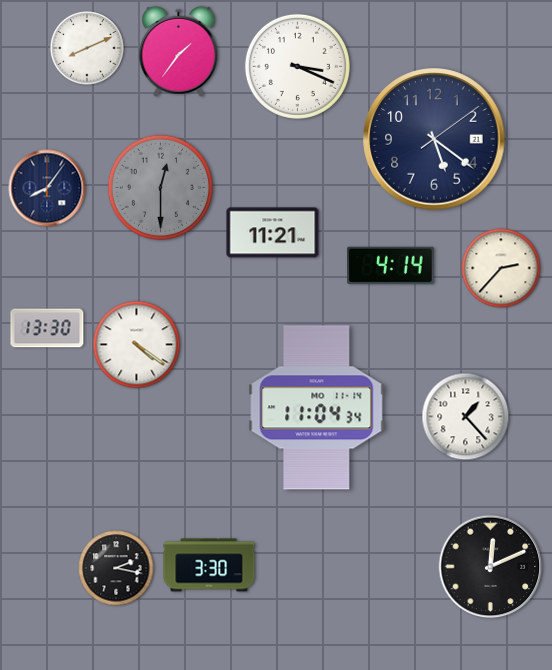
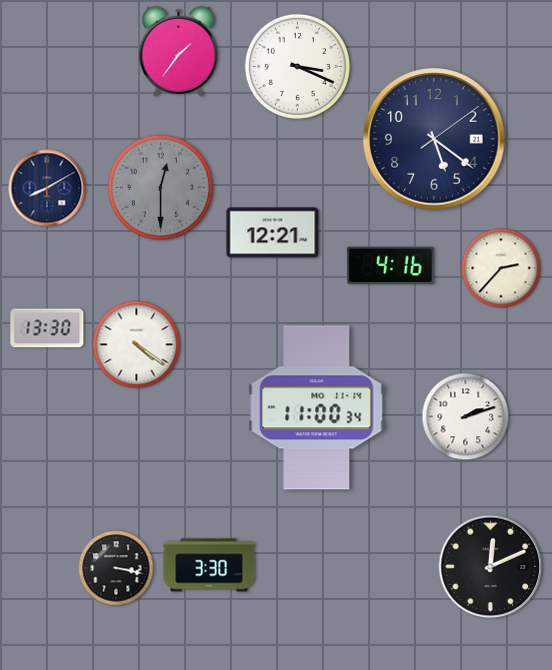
clock at (87, 48): 8:11 -> none
clock at (47, 188): 8:06 -> 8:10
clock at (273, 233): 11:21 -> 12:21
clock at (391, 265): 4:14 -> 4:16
clock at (317, 408): 11:04 -> 11:00
clock at (466, 417): 1:23 -> 2:12
clock at (116, 568): 2:17 -> 3:17
